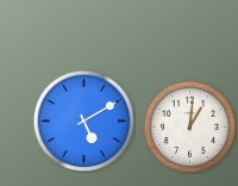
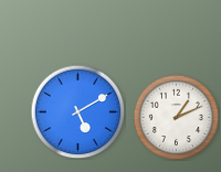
clock at (189, 126): 1:01 -> 1:11
